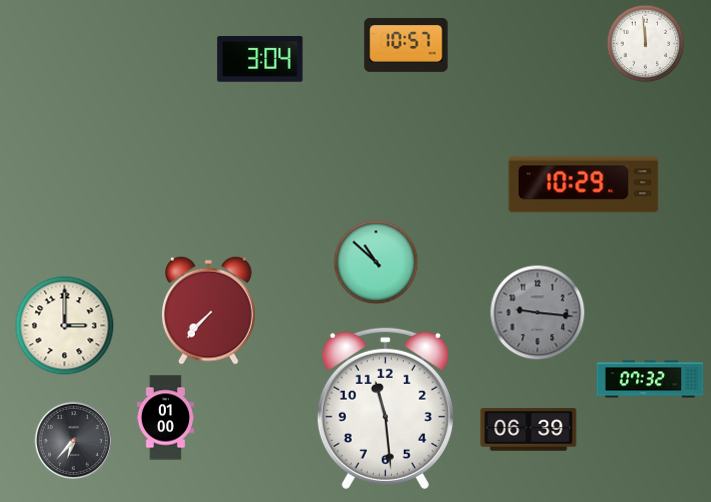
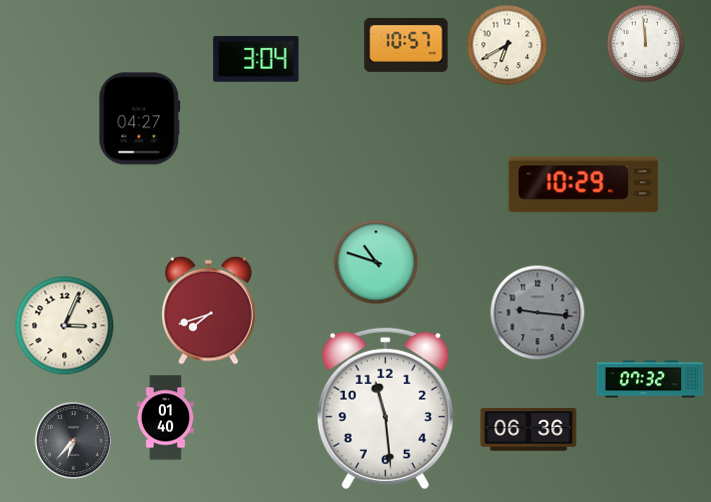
clock at (507, 45): none -> 6:40
clock at (260, 59) position: (260, 59) -> (256, 59)
clock at (140, 119): none -> 04:27
clock at (376, 262): 10:52 -> 10:48
clock at (209, 310): 7:37 -> 7:42
clock at (65, 326): 3:00 -> 3:04
clock at (166, 418): 01:00 -> 01:40
clock at (529, 430): 06:39 -> 06:36
